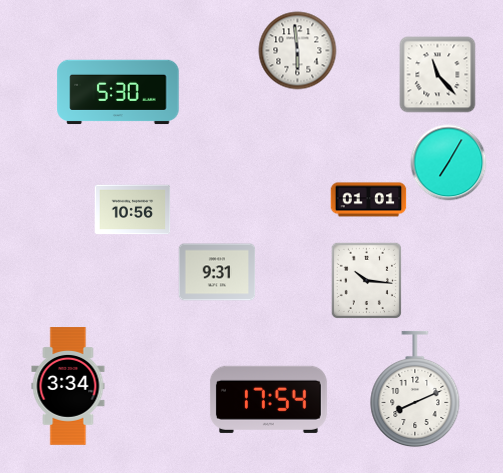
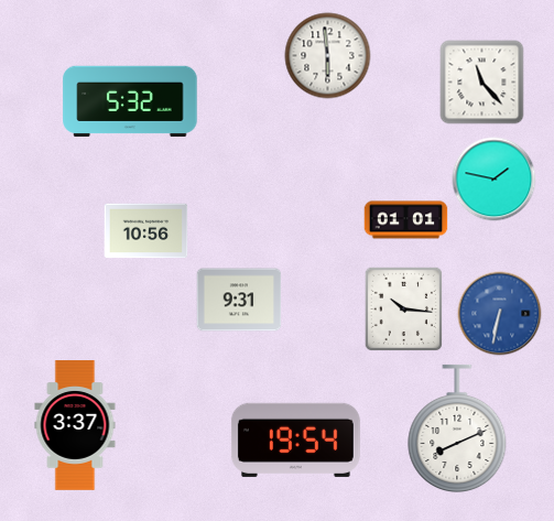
clock at (118, 92): 5:30 -> 5:32
clock at (449, 163): 7:05 -> 1:47
clock at (500, 314): none -> 6:32
clock at (68, 386): 3:34 -> 3:37
clock at (268, 399): 17:54 -> 19:54
